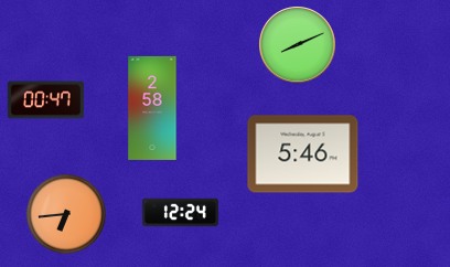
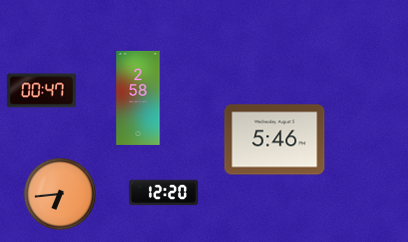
clock at (298, 45): 8:11 -> none
clock at (180, 213): 12:24 -> 12:20
